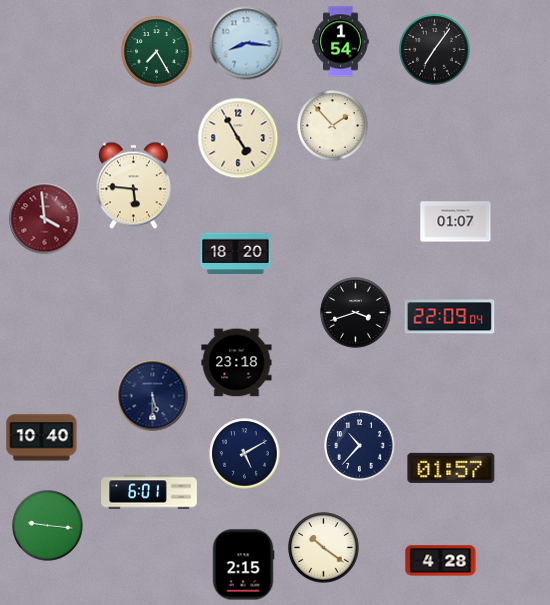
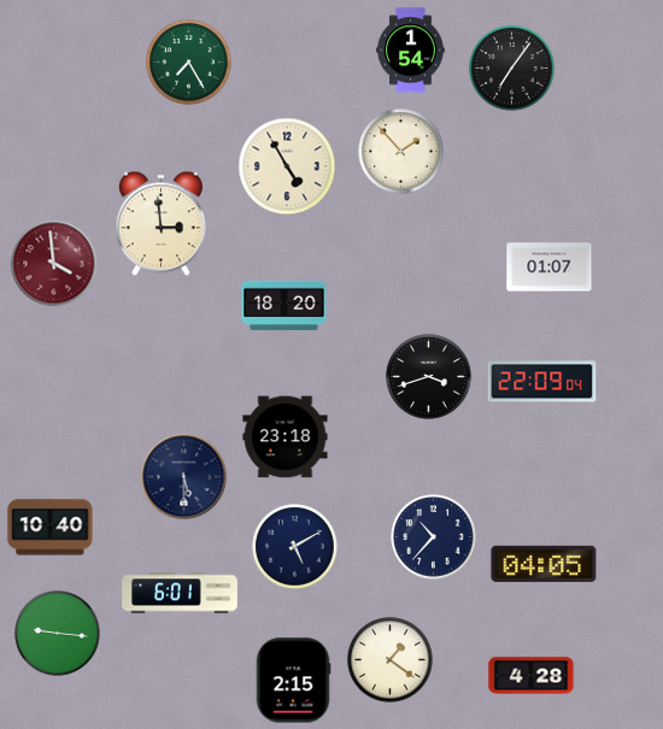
clock at (246, 43): 8:16 -> none
clock at (435, 50) position: (435, 50) -> (512, 69)
clock at (133, 186): 5:46 -> 2:59
clock at (451, 468): 01:57 -> 04:05
clock at (324, 548): 10:21 -> 1:21
